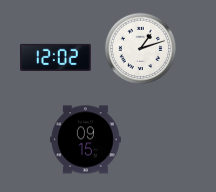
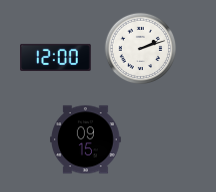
clock at (141, 49): 1:12 -> 2:12
clock at (56, 57): 12:02 -> 12:00
